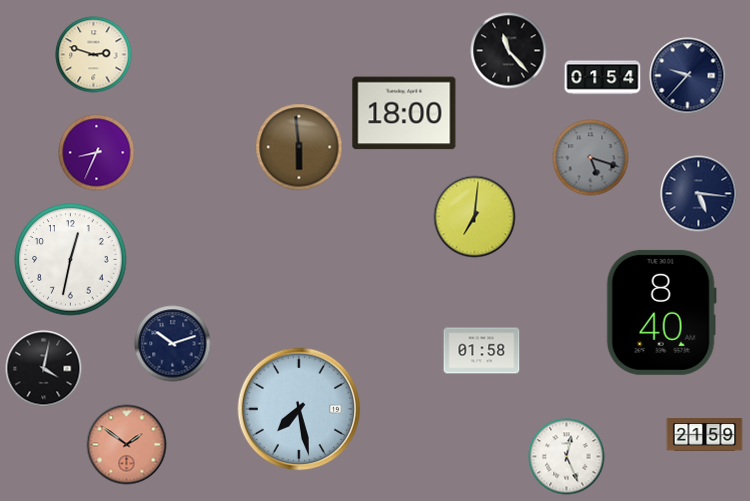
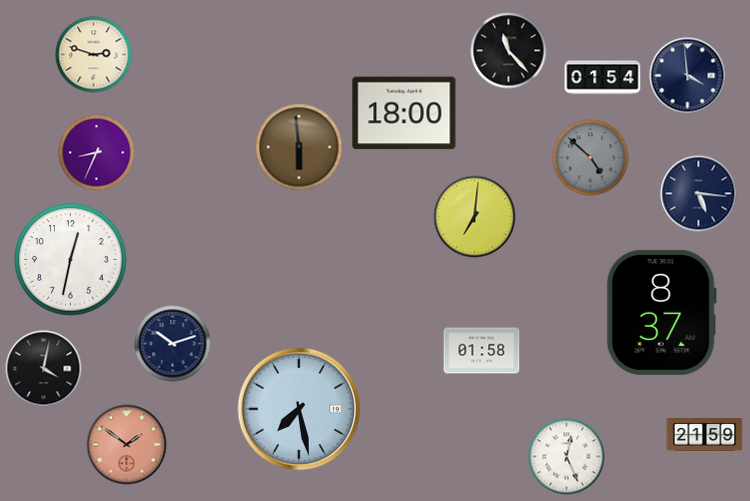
clock at (688, 76): 9:37 -> 3:59
clock at (591, 158): 5:18 -> 4:52
clock at (661, 312): 8:40 -> 8:37
